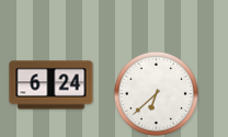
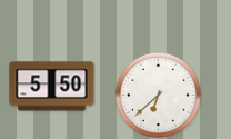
clock at (52, 85): 6:24 -> 5:50
